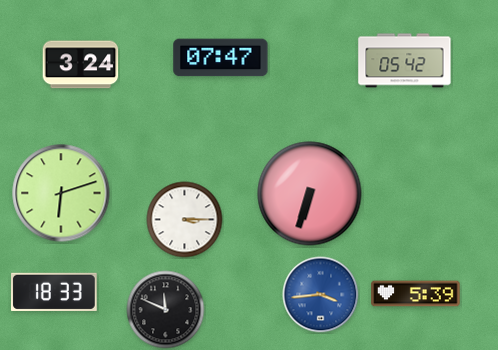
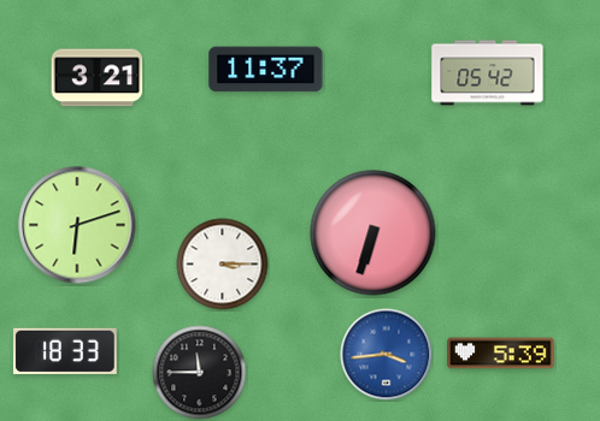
clock at (221, 58): 07:47 -> 11:37
clock at (81, 65): 3:24 -> 3:21
clock at (61, 193) position: (61, 193) -> (77, 225)
clock at (166, 310): 11:49 -> 11:45
